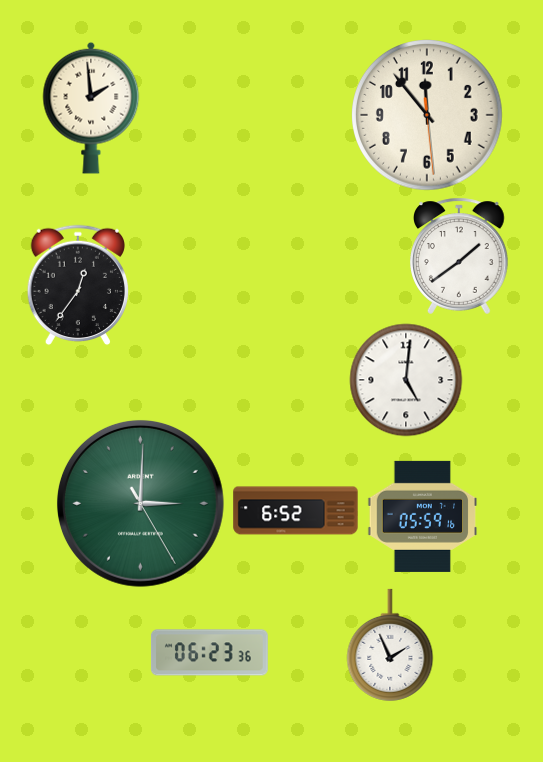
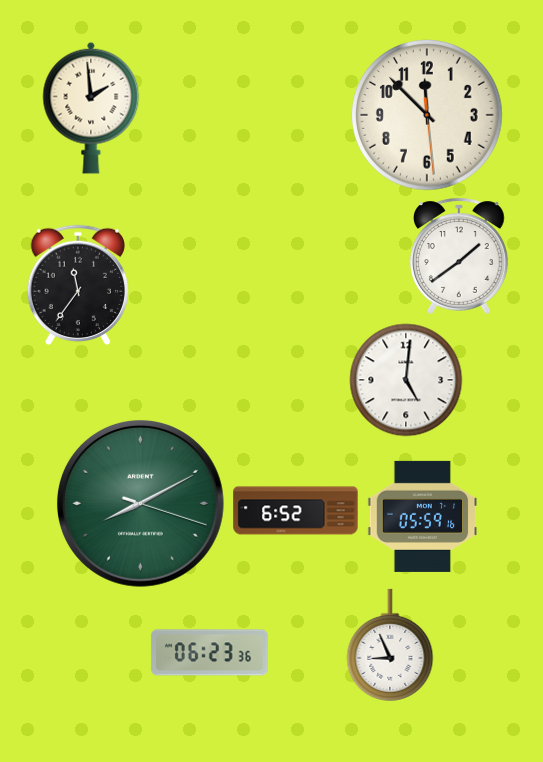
clock at (428, 116): 11:53 -> 11:52
clock at (77, 285): 12:36 -> 11:36
clock at (140, 503): 3:00 -> 8:10
clock at (390, 645): 1:56 -> 8:56
